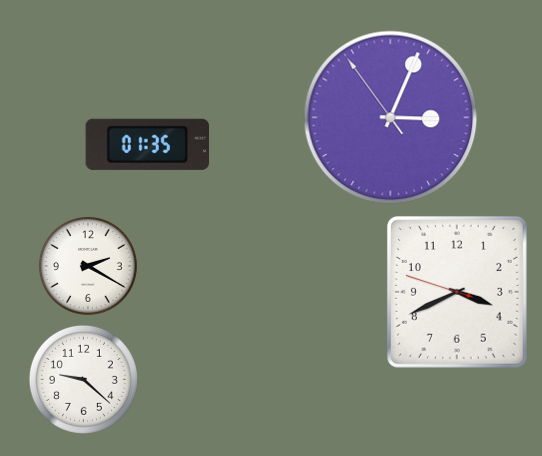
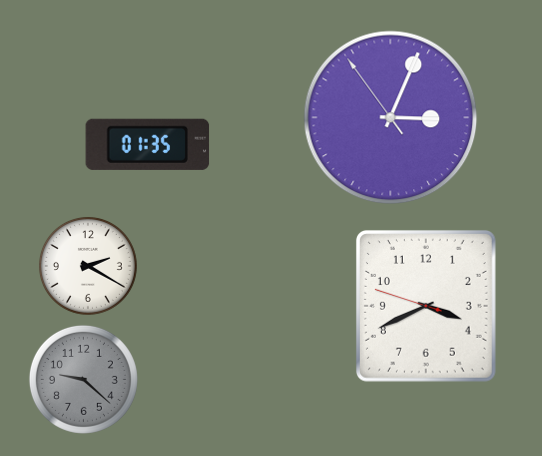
clock at (457, 292) position: (457, 292) -> (426, 306)
clock at (83, 379) dial: white -> grey
